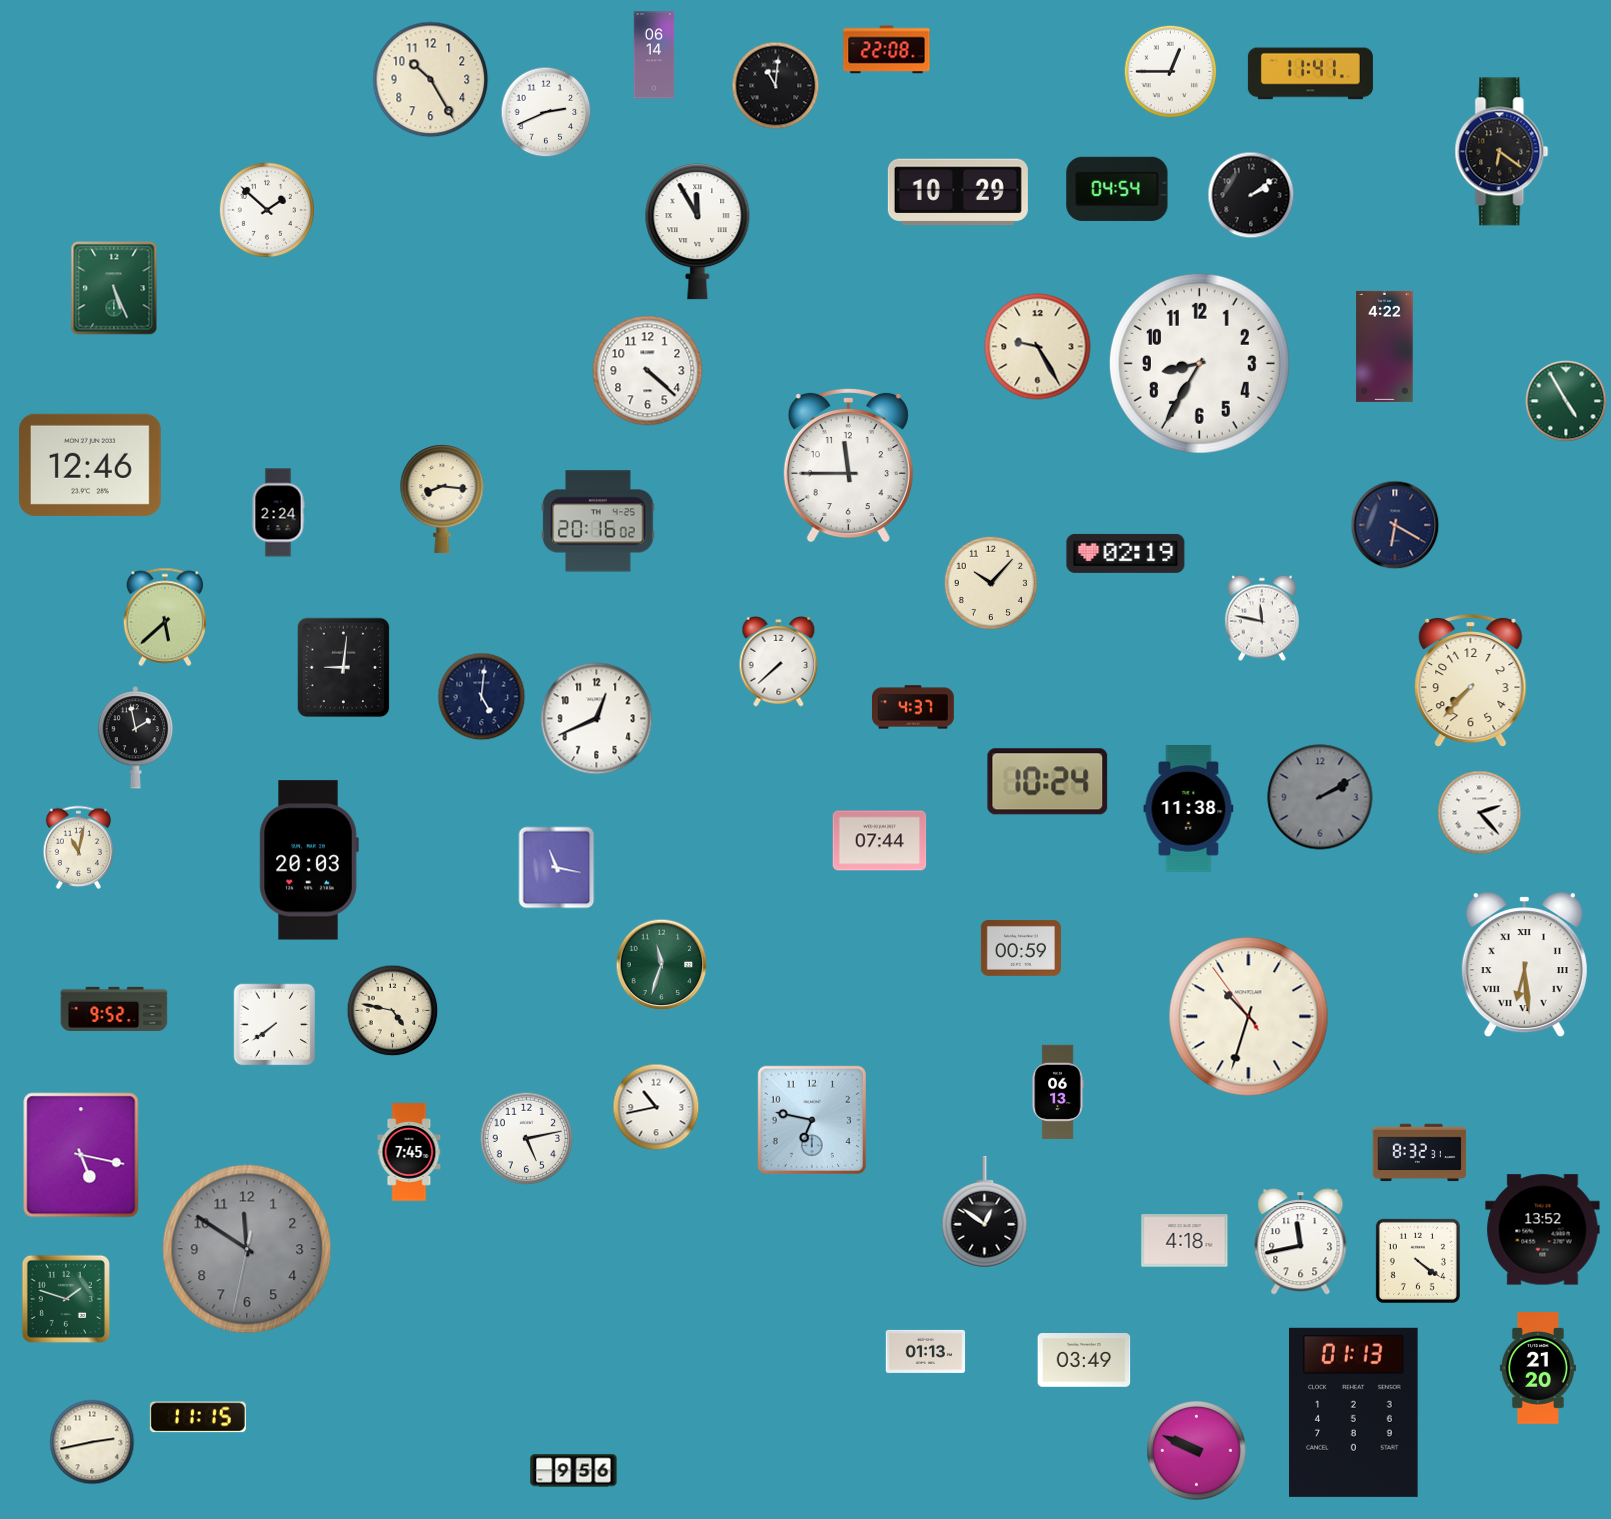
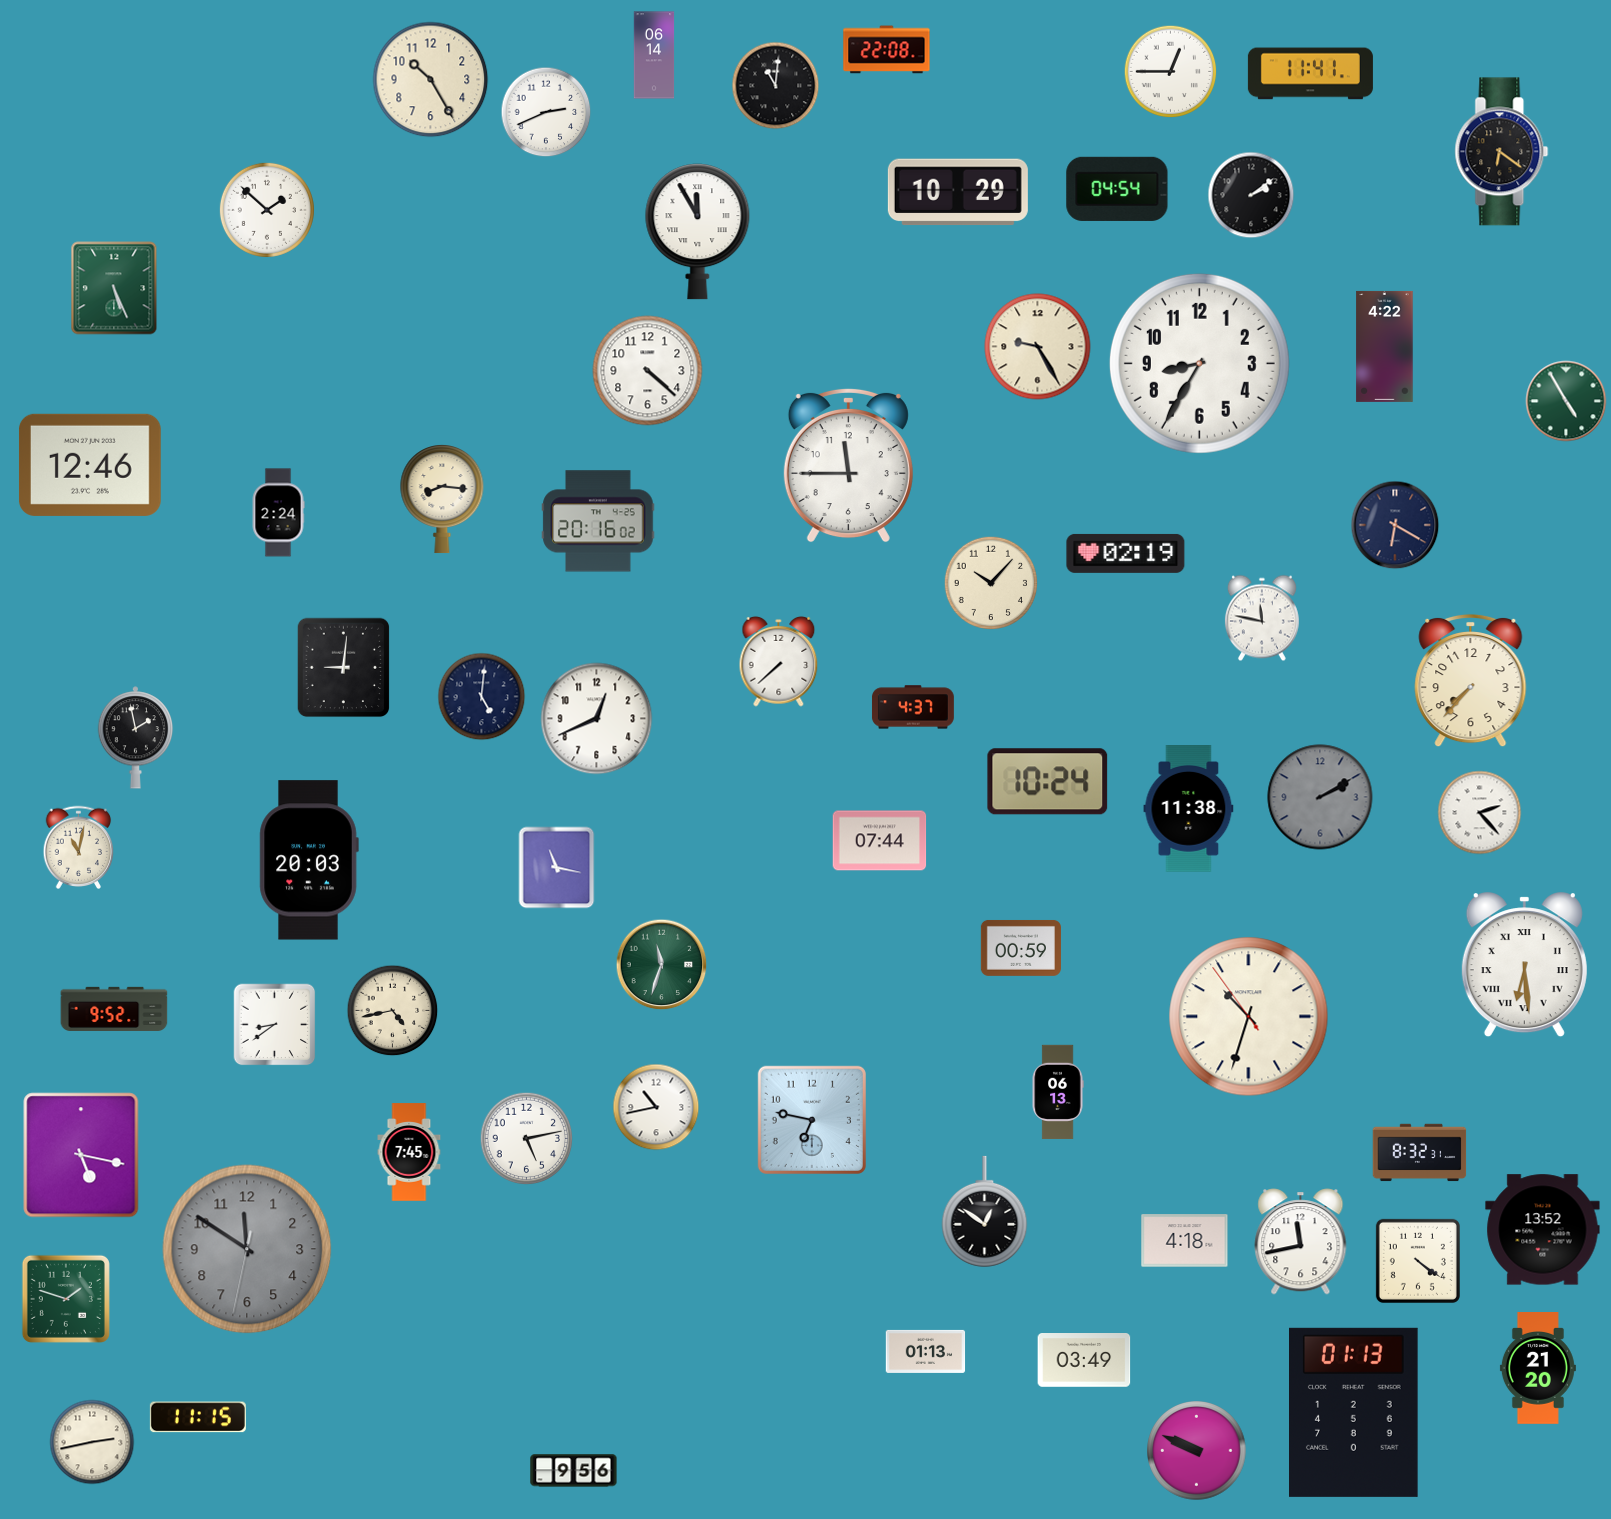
clock at (165, 617): 5:38 -> none
clock at (393, 1011): 4:47 -> 4:43
clock at (275, 1025): 7:39 -> 8:39
